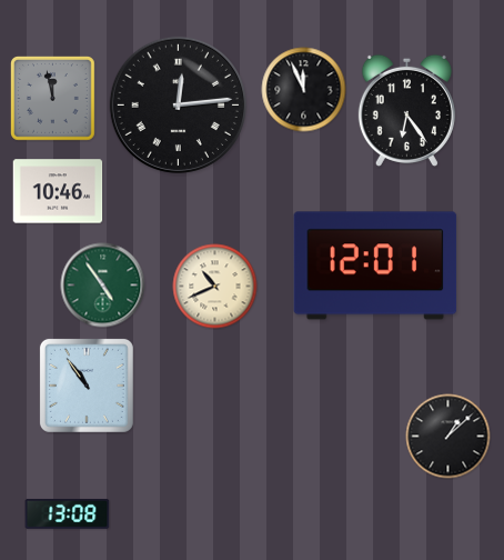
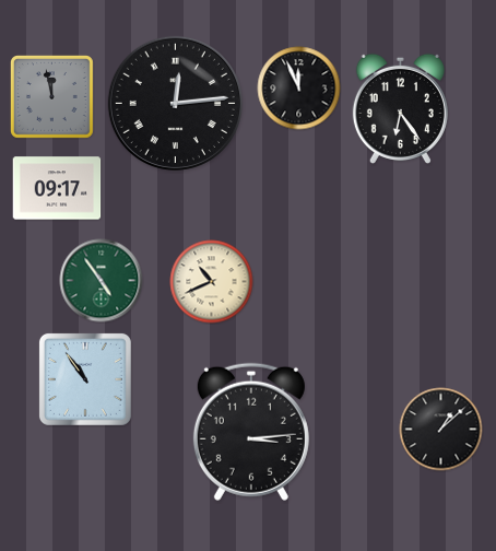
clock at (58, 191): 10:46 -> 09:17
clock at (375, 266): 12:01 -> none
clock at (251, 432): none -> 3:14
clock at (68, 513): 13:08 -> none
